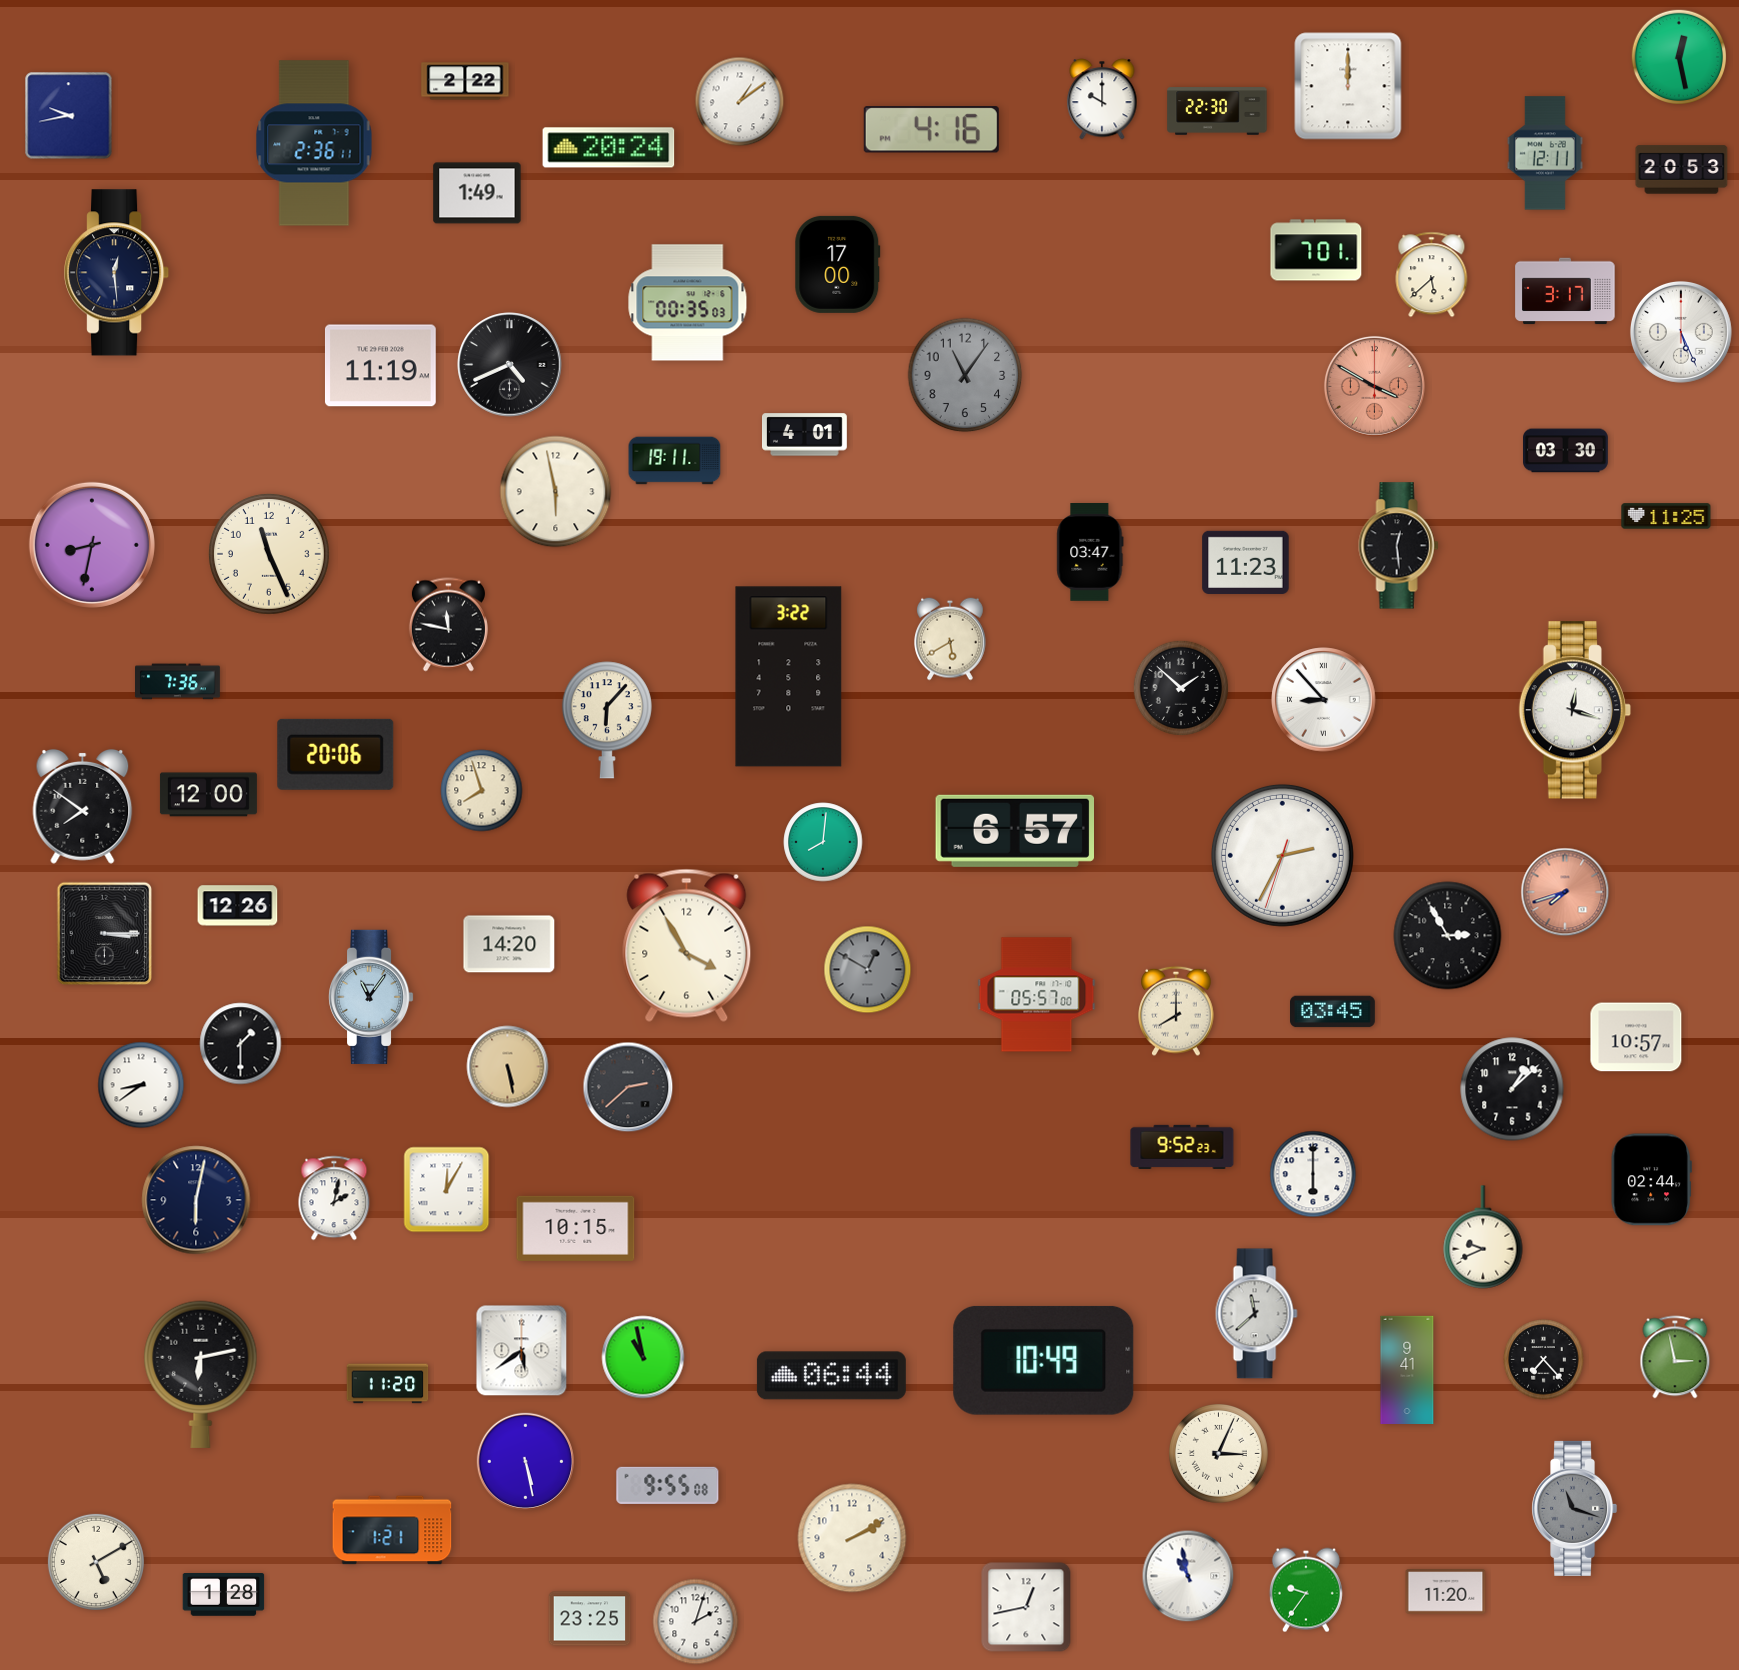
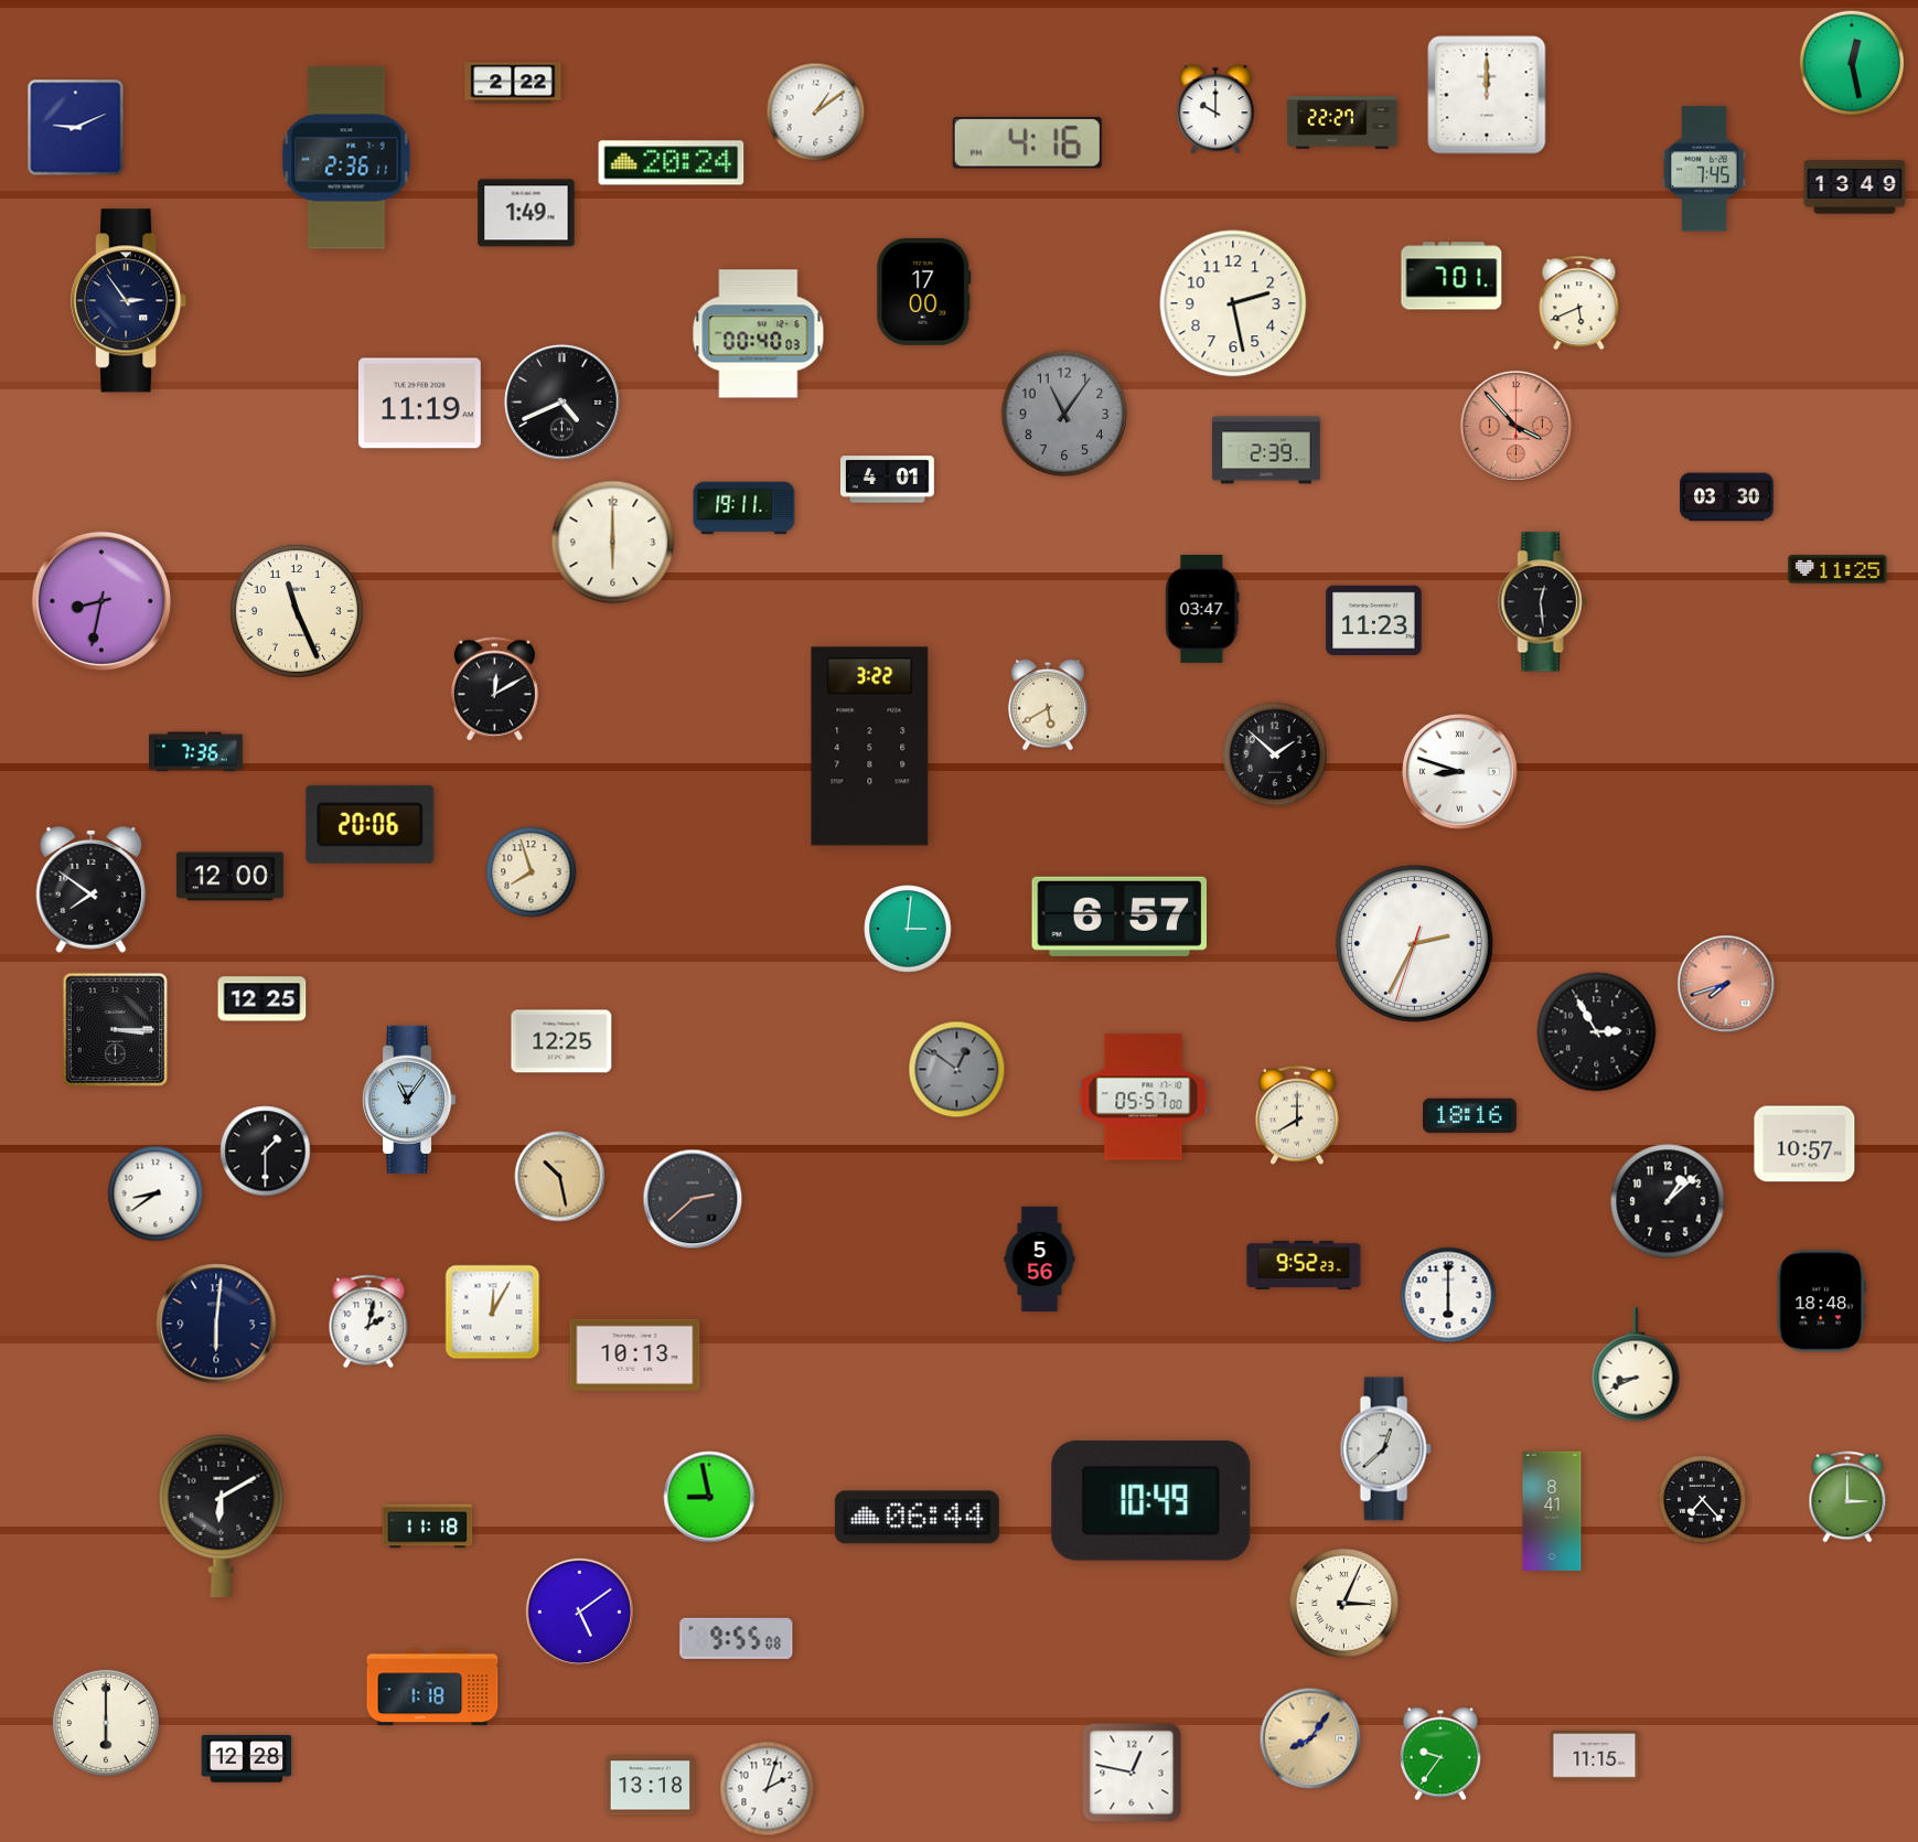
clock at (465, 81) position: (465, 81) -> (513, 83)
clock at (1217, 111): 22:30 -> 22:27
clock at (69, 116): 9:43 -> 9:11
clock at (1545, 153): 12:11 -> 7:45
clock at (1682, 170): 20:53 -> 13:49
clock at (118, 273): 12:29 -> 2:54
clock at (1233, 303): none -> 2:28
clock at (1432, 275): 5:38 -> 5:41
clock at (1565, 291): 3:17 -> none
clock at (688, 303): 00:35 -> 00:40
clock at (1681, 332): 5:26 -> none
clock at (1374, 386): 3:50 -> 3:53
clock at (1266, 450): none -> 2:39
clock at (556, 492): 5:58 -> 6:00
clock at (448, 625): 11:47 -> 12:10
clock at (1180, 687) position: (1180, 687) -> (1274, 753)
clock at (1324, 700): 8:53 -> 8:48
clock at (1575, 710): 12:18 -> none
clock at (607, 720): 6:07 -> none
clock at (336, 754) position: (336, 754) -> (371, 824)
clock at (823, 842): 8:01 -> 3:01
clock at (238, 906): 12:26 -> 12:25
clock at (509, 944): 14:20 -> 12:25
clock at (687, 945): 3:55 -> none
clock at (868, 970): 12:50 -> 12:51
clock at (1333, 1012): 03:45 -> 18:16
clock at (508, 1067): 5:28 -> 10:28
clock at (141, 1085) position: (141, 1085) -> (156, 1193)
clock at (1040, 1260): none -> 5:56
clock at (1651, 1180): 02:44 -> 18:48
clock at (196, 1200): 6:02 -> 6:01
clock at (576, 1228): 10:15 -> 10:13
clock at (1483, 1237): 9:41 -> 8:41
clock at (1256, 1314): 11:38 -> 12:38
clock at (522, 1351): 5:39 -> none
clock at (643, 1357): 10:58 -> 8:58
clock at (1675, 1357): 2:58 -> 3:00
clock at (1407, 1369): 9:41 -> 8:41
clock at (201, 1374): 6:13 -> 6:10
clock at (388, 1384): 11:20 -> 11:18
clock at (525, 1461): 5:28 -> 5:09
clock at (1575, 1508): 11:18 -> none
clock at (392, 1530): 1:21 -> 1:18
clock at (852, 1538): 2:10 -> none
clock at (96, 1562): 5:10 -> 6:00
clock at (1188, 1576): 10:58 -> 8:06
clock at (1188, 1576) dial: white -> champagne
clock at (1446, 1592): 11:20 -> 11:15
clock at (224, 1595): 1:28 -> 12:28
clock at (1026, 1607): 12:43 -> 12:47
clock at (590, 1619): 23:25 -> 13:18
